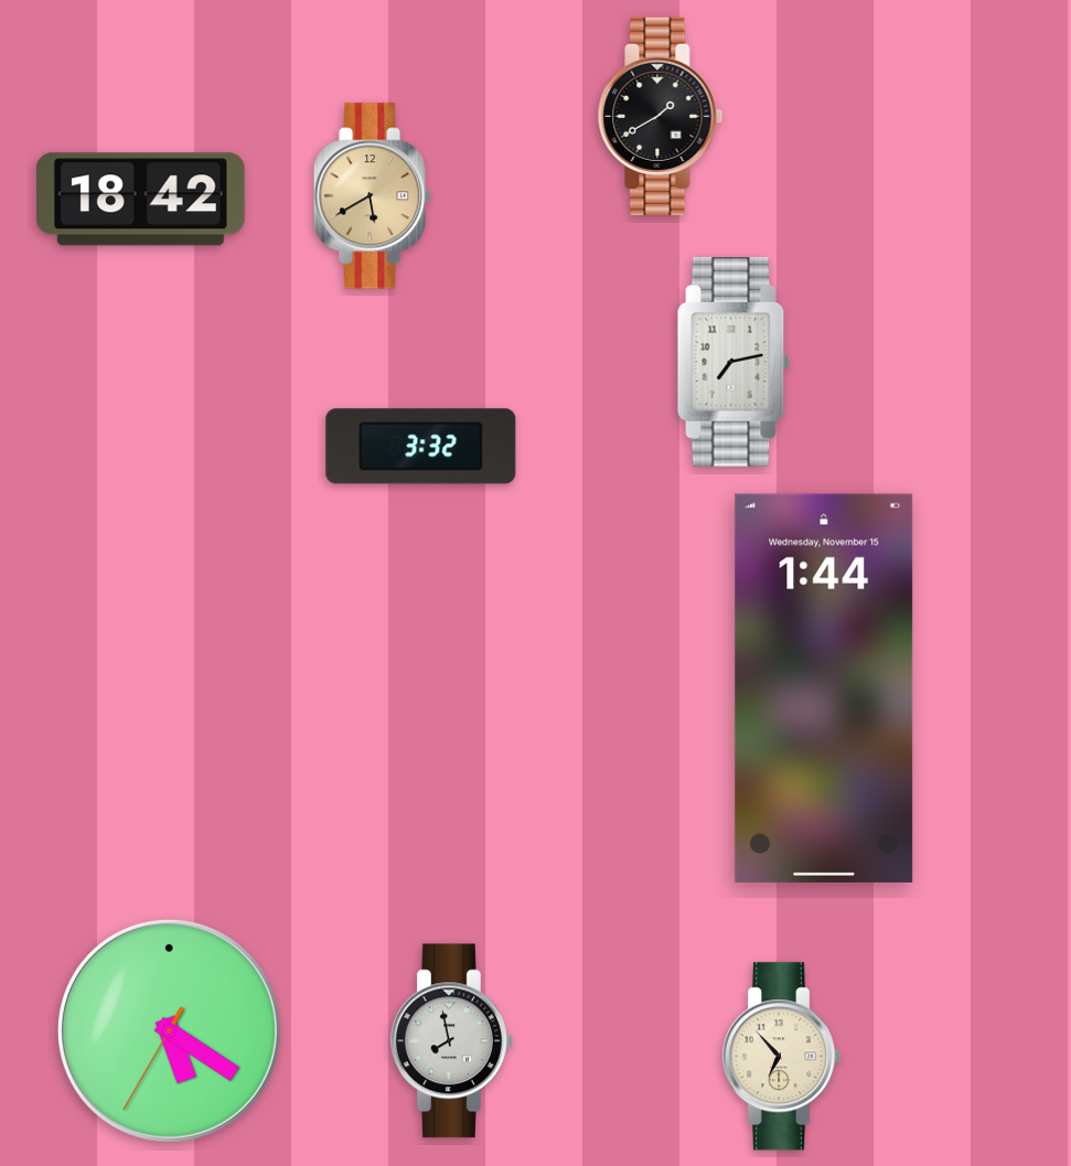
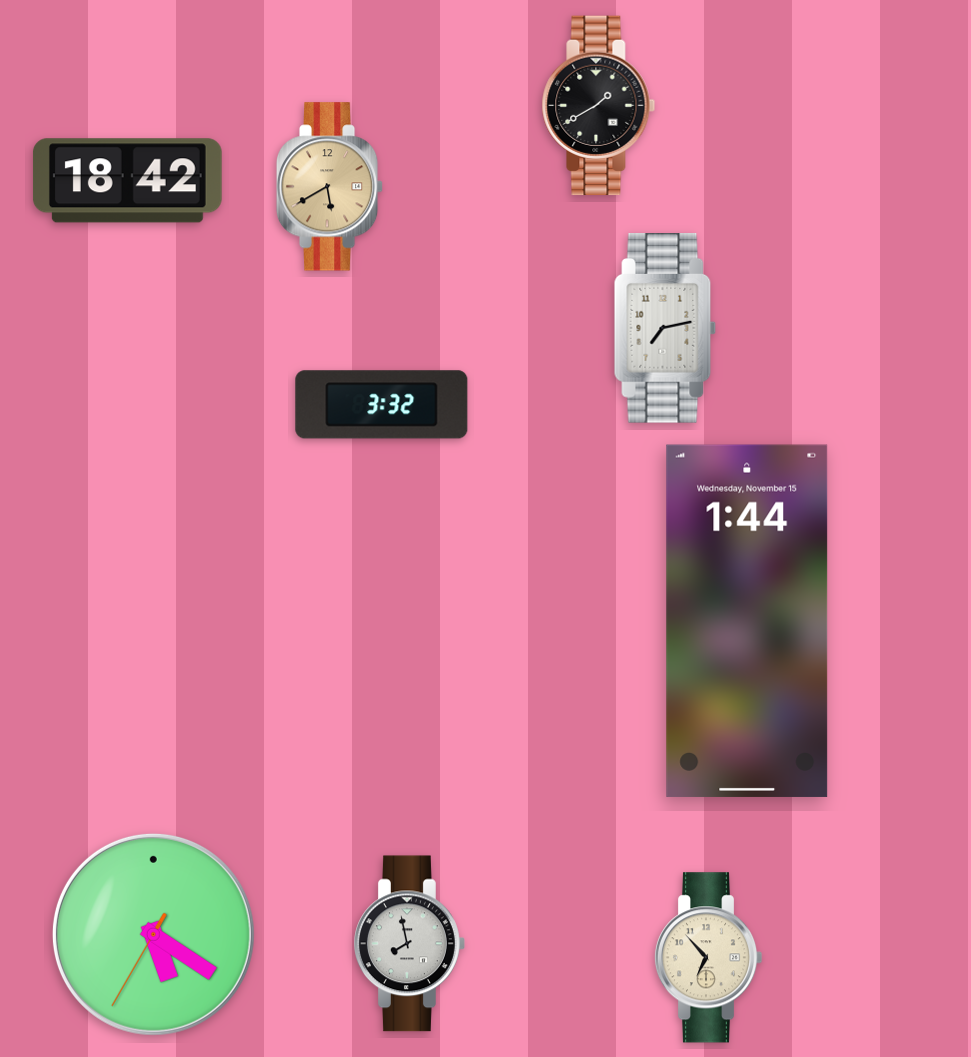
clock at (373, 196) position: (373, 196) -> (330, 187)
clock at (824, 688) position: (824, 688) -> (747, 621)
